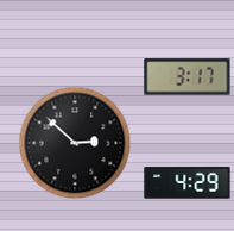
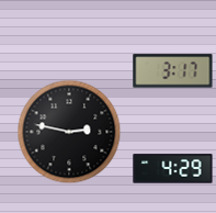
clock at (75, 143): 2:52 -> 2:47
